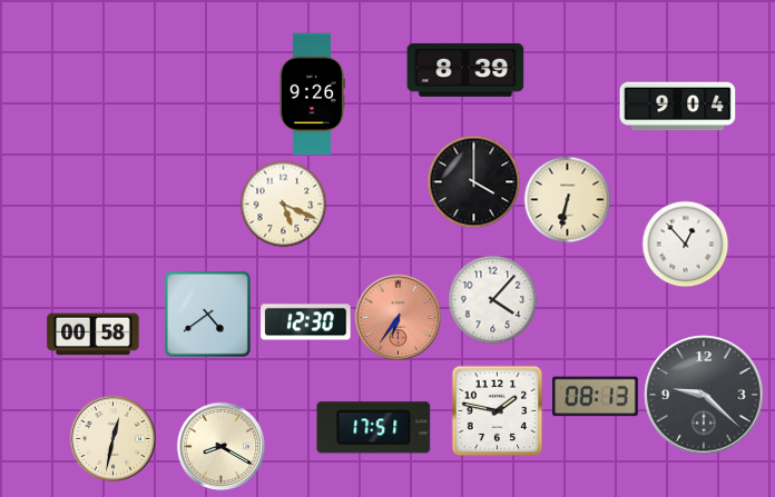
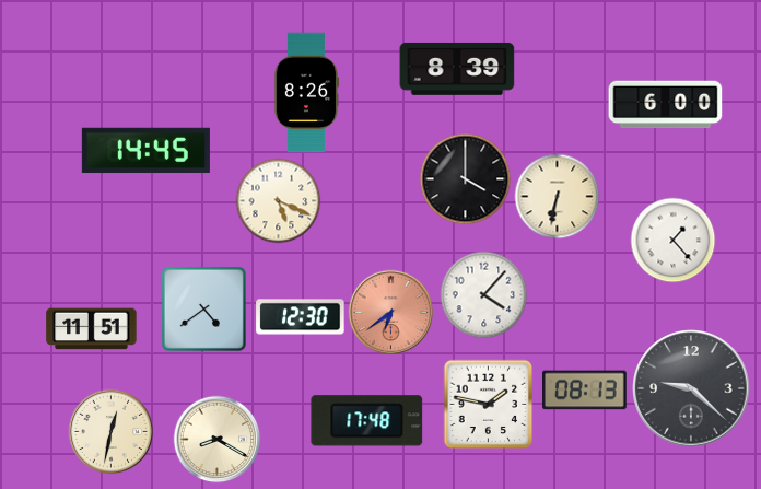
clock at (312, 95): 9:26 -> 8:26
clock at (678, 107): 9:04 -> 6:00
clock at (145, 151): none -> 14:45
clock at (685, 243): 12:53 -> 1:23
clock at (398, 317): 6:36 -> 6:39
clock at (94, 335): 00:58 -> 11:51
clock at (374, 428): 17:51 -> 17:48
